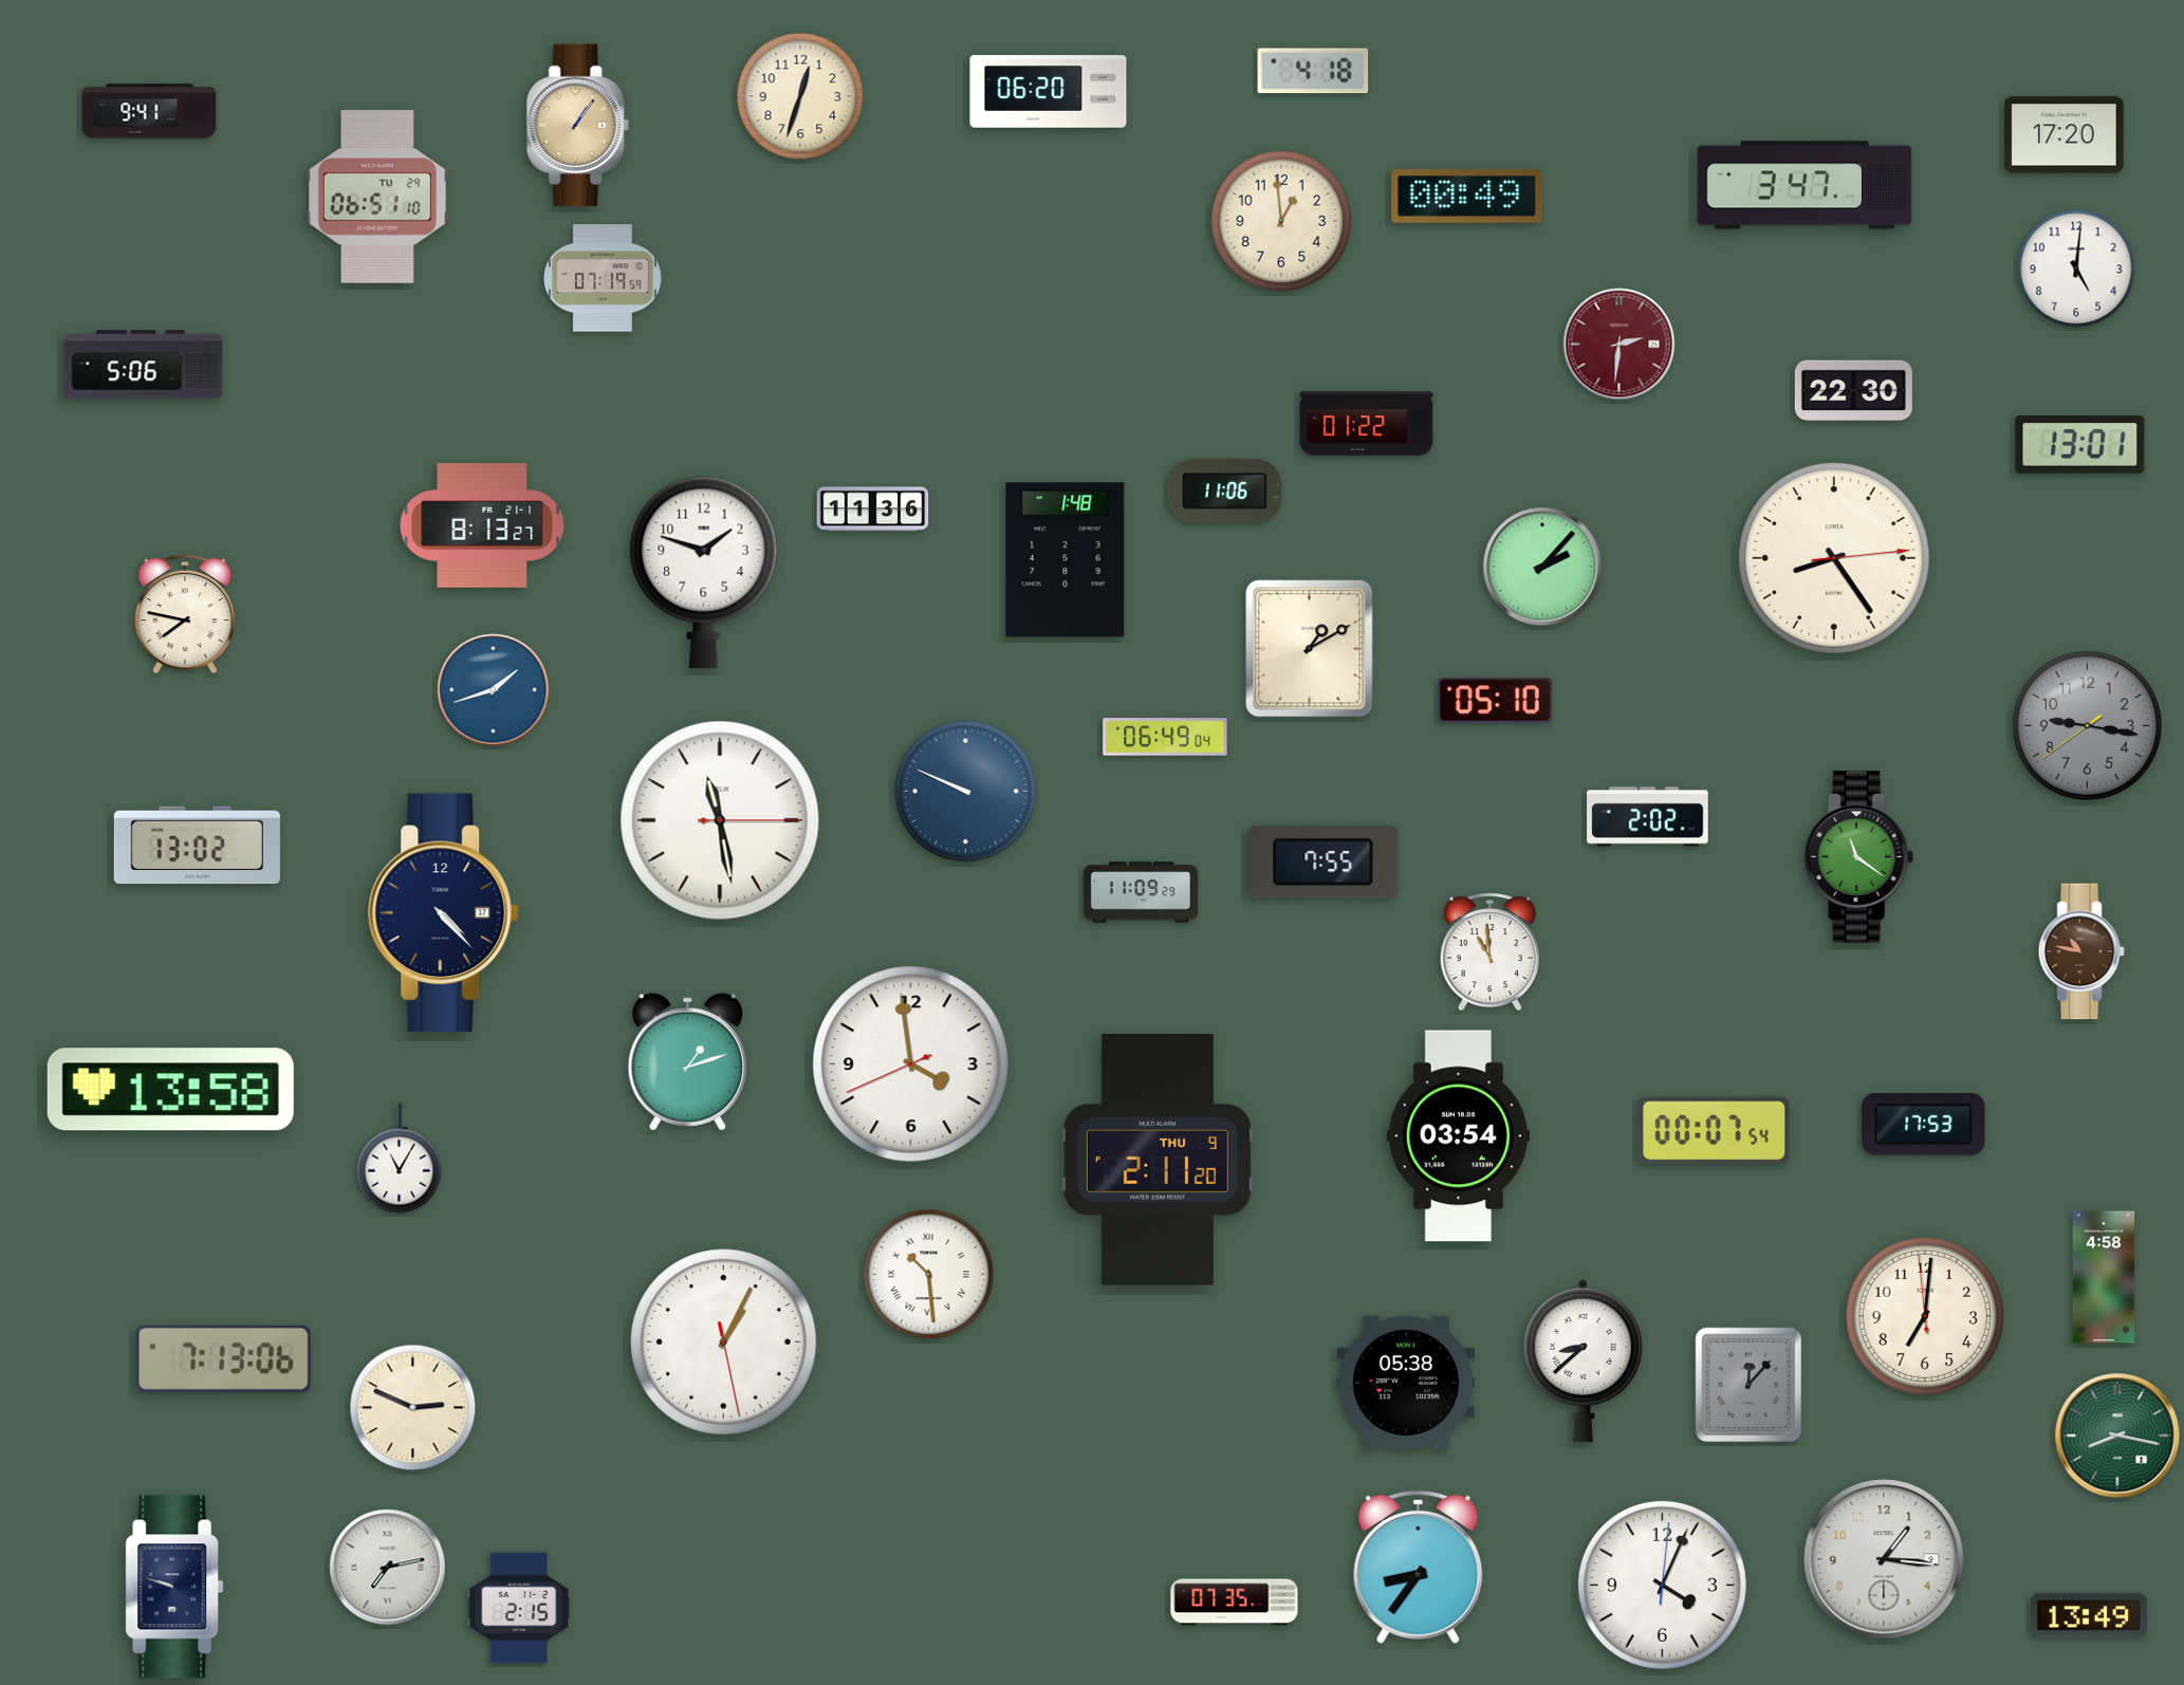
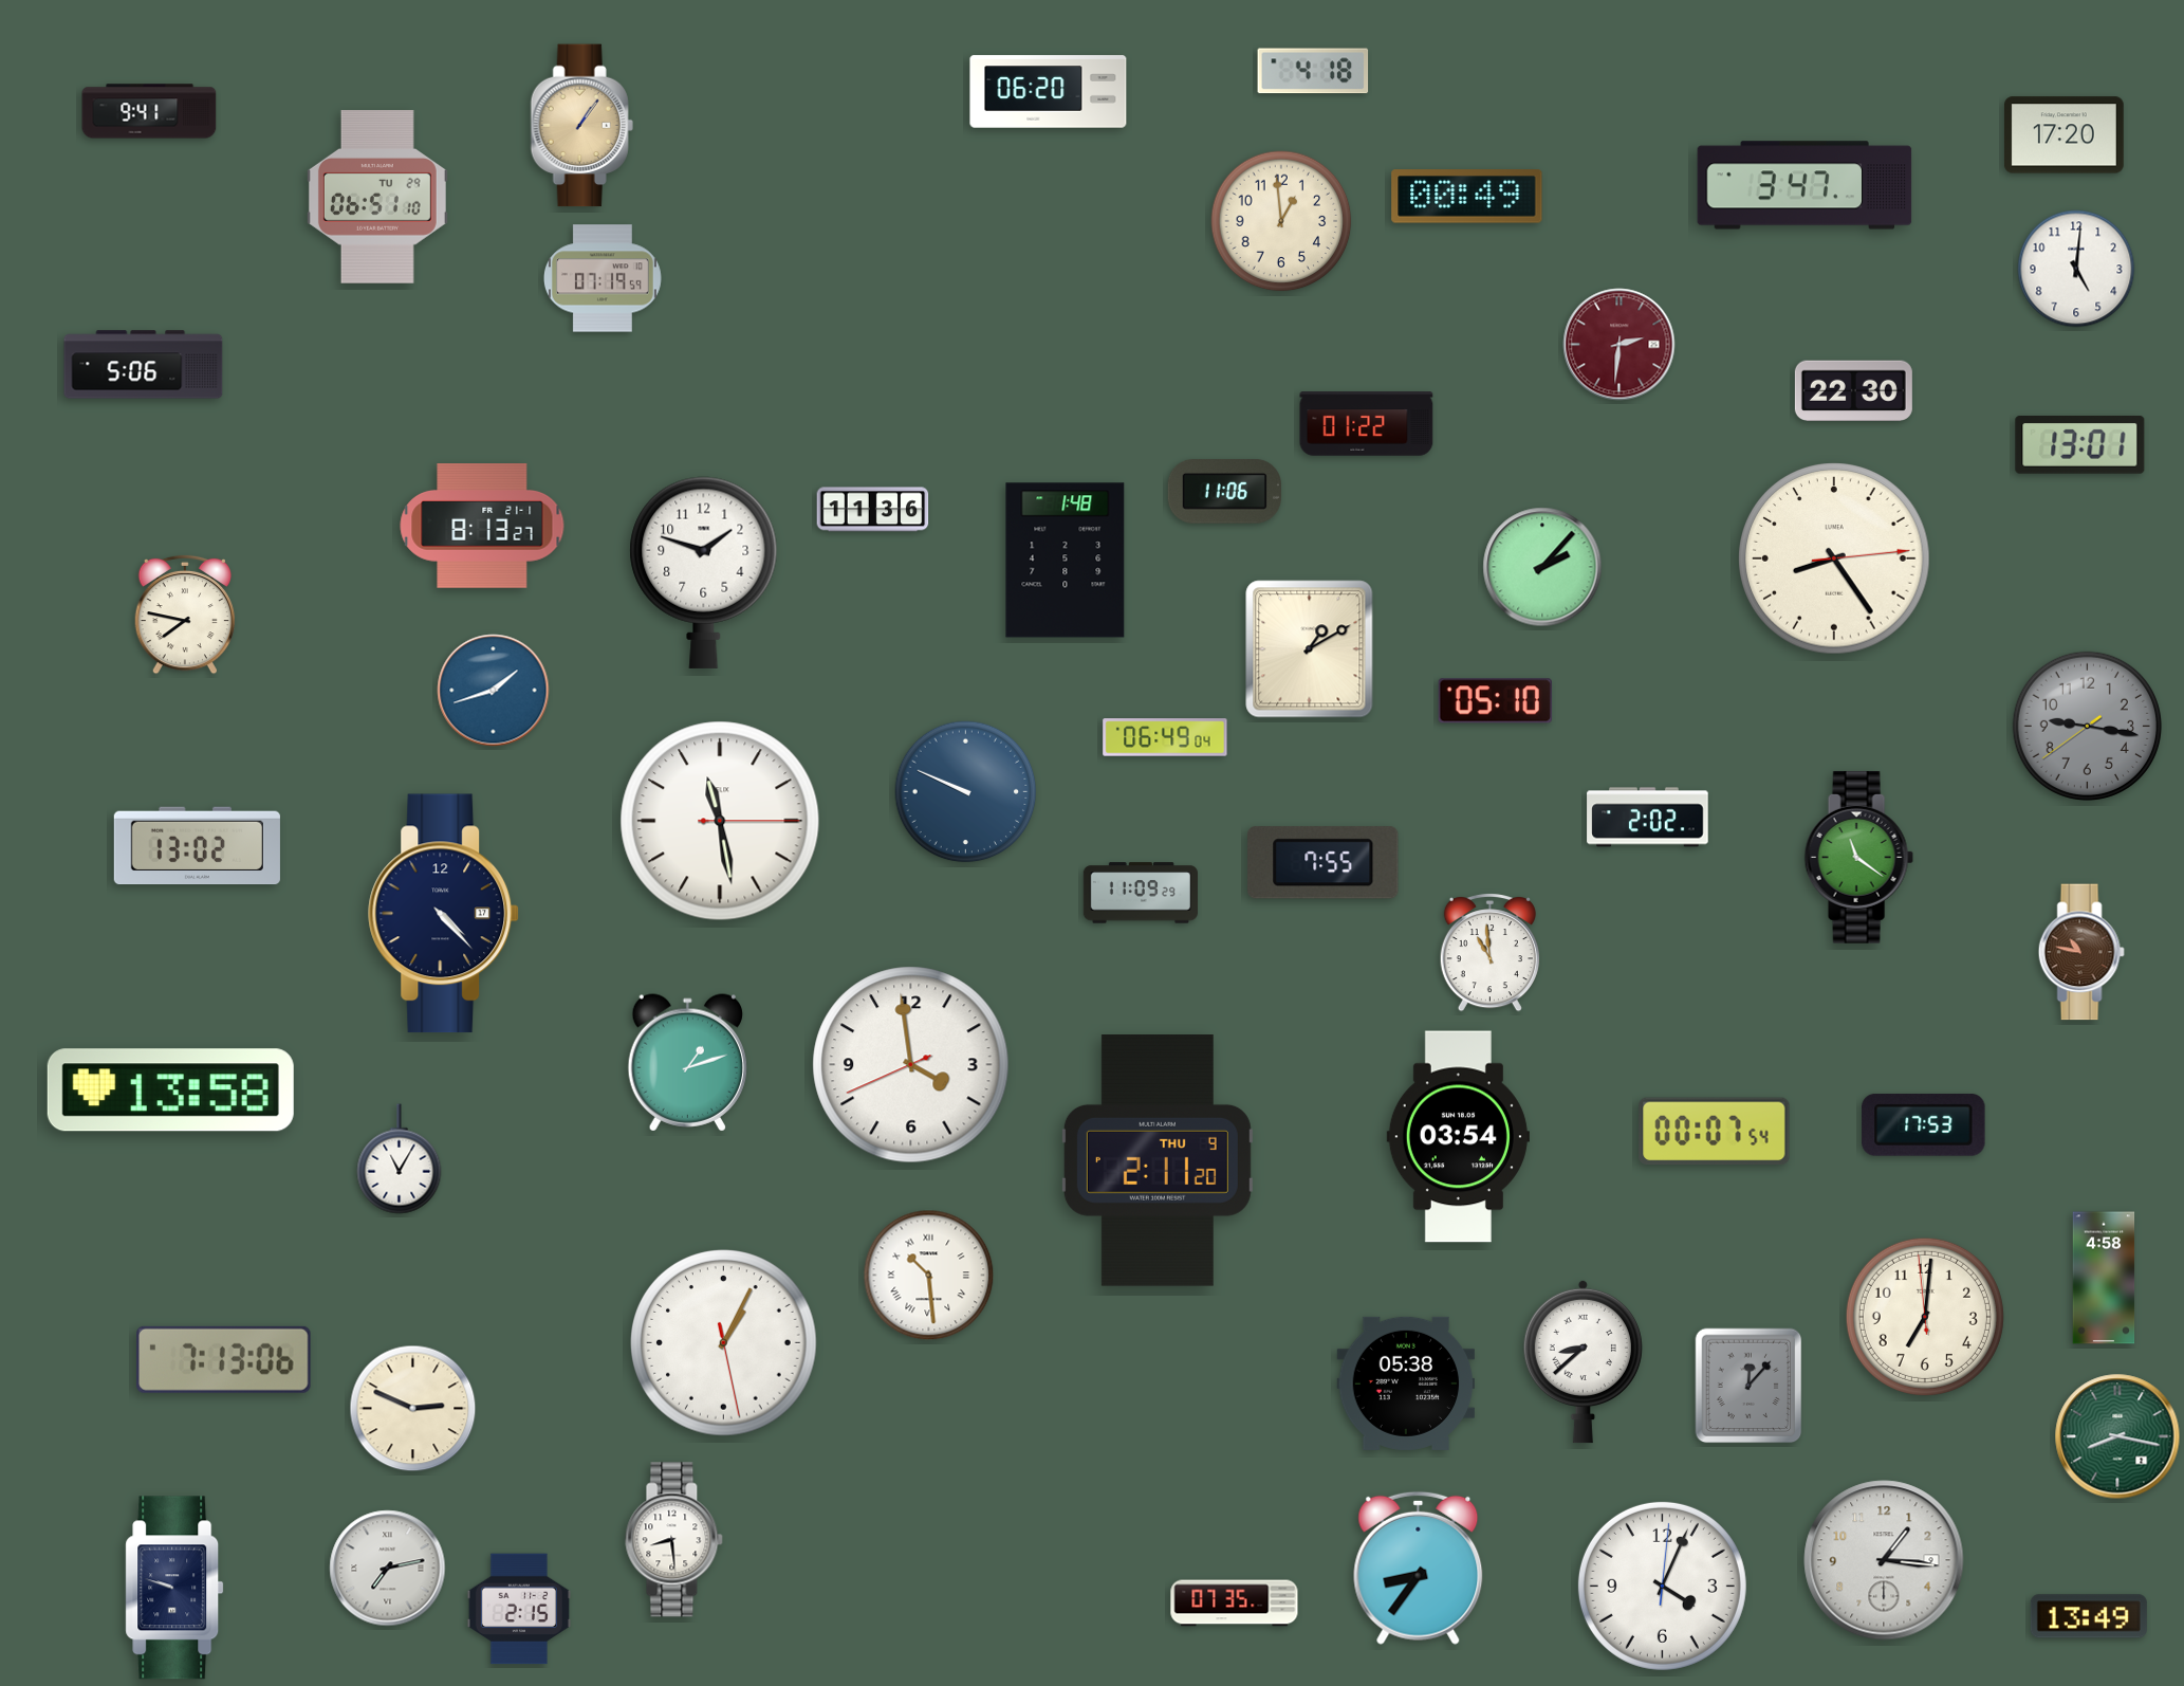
clock at (800, 96): 12:33 -> none
clock at (577, 126) position: (577, 126) -> (581, 126)
clock at (674, 1540): none -> 8:29
